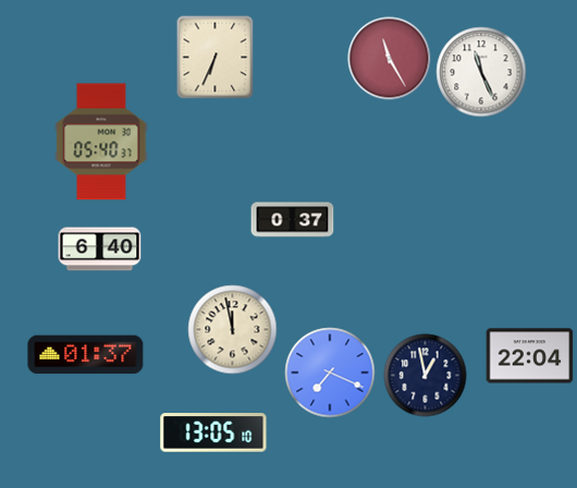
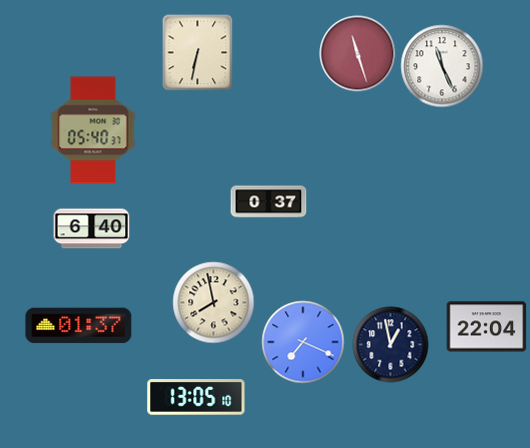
clock at (216, 57): 6:34 -> 6:32
clock at (390, 59): 11:25 -> 11:27
clock at (233, 330): 11:58 -> 7:58
